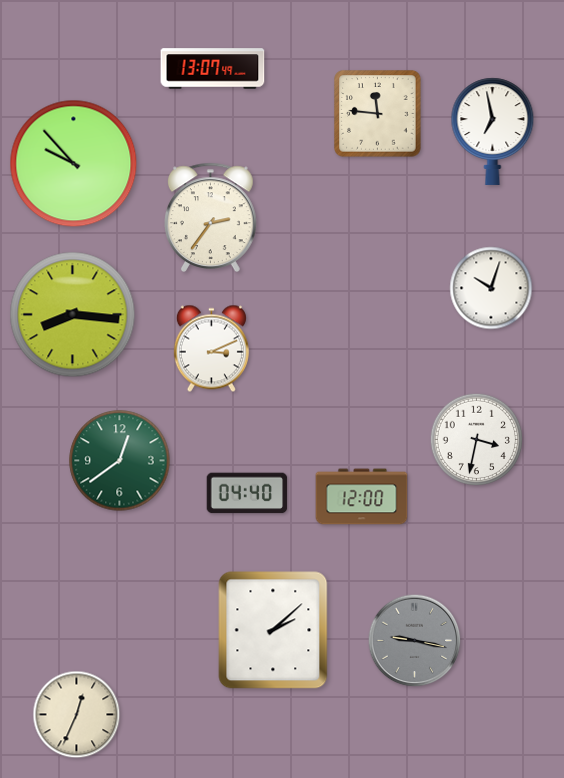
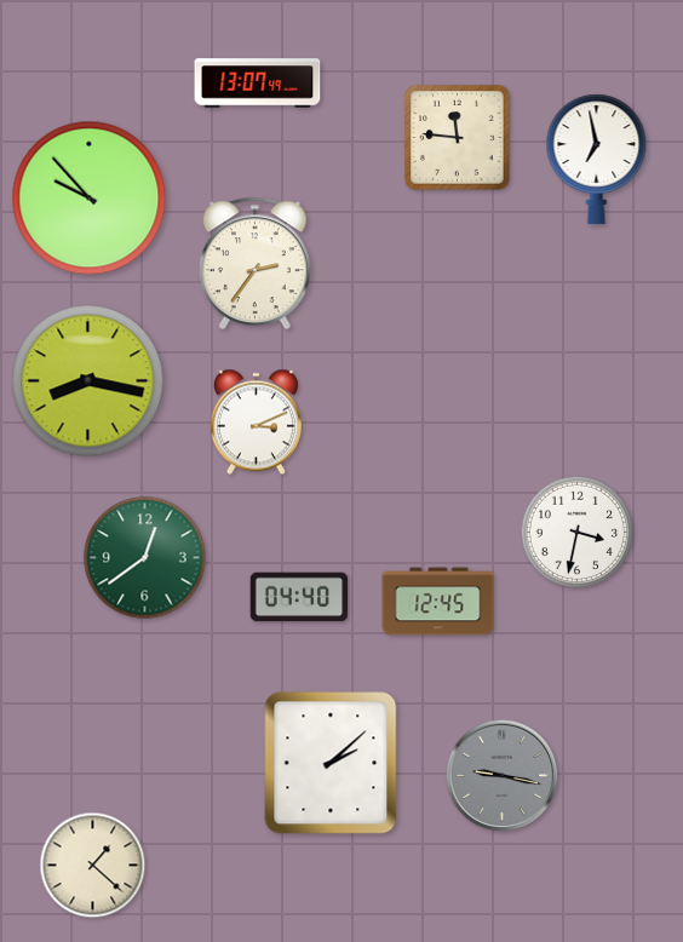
clock at (491, 288): 10:03 -> none
clock at (73, 315): 8:16 -> 8:17
clock at (362, 497): 12:00 -> 12:45
clock at (77, 715): 12:34 -> 1:22
